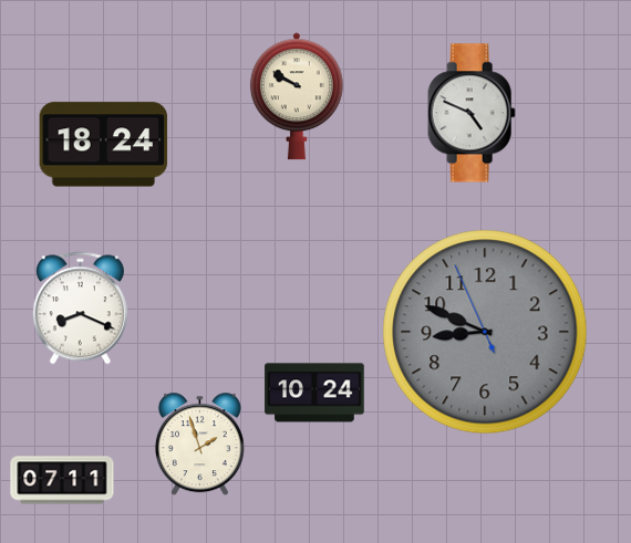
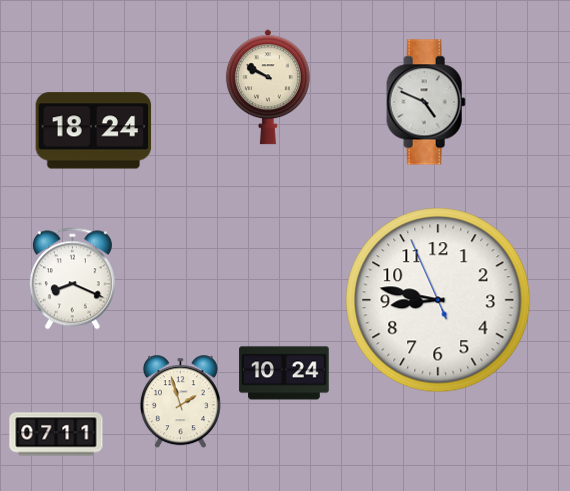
clock at (485, 332): 8:48 -> 8:46
clock at (485, 332) dial: grey -> white
clock at (314, 393) position: (314, 393) -> (284, 373)
